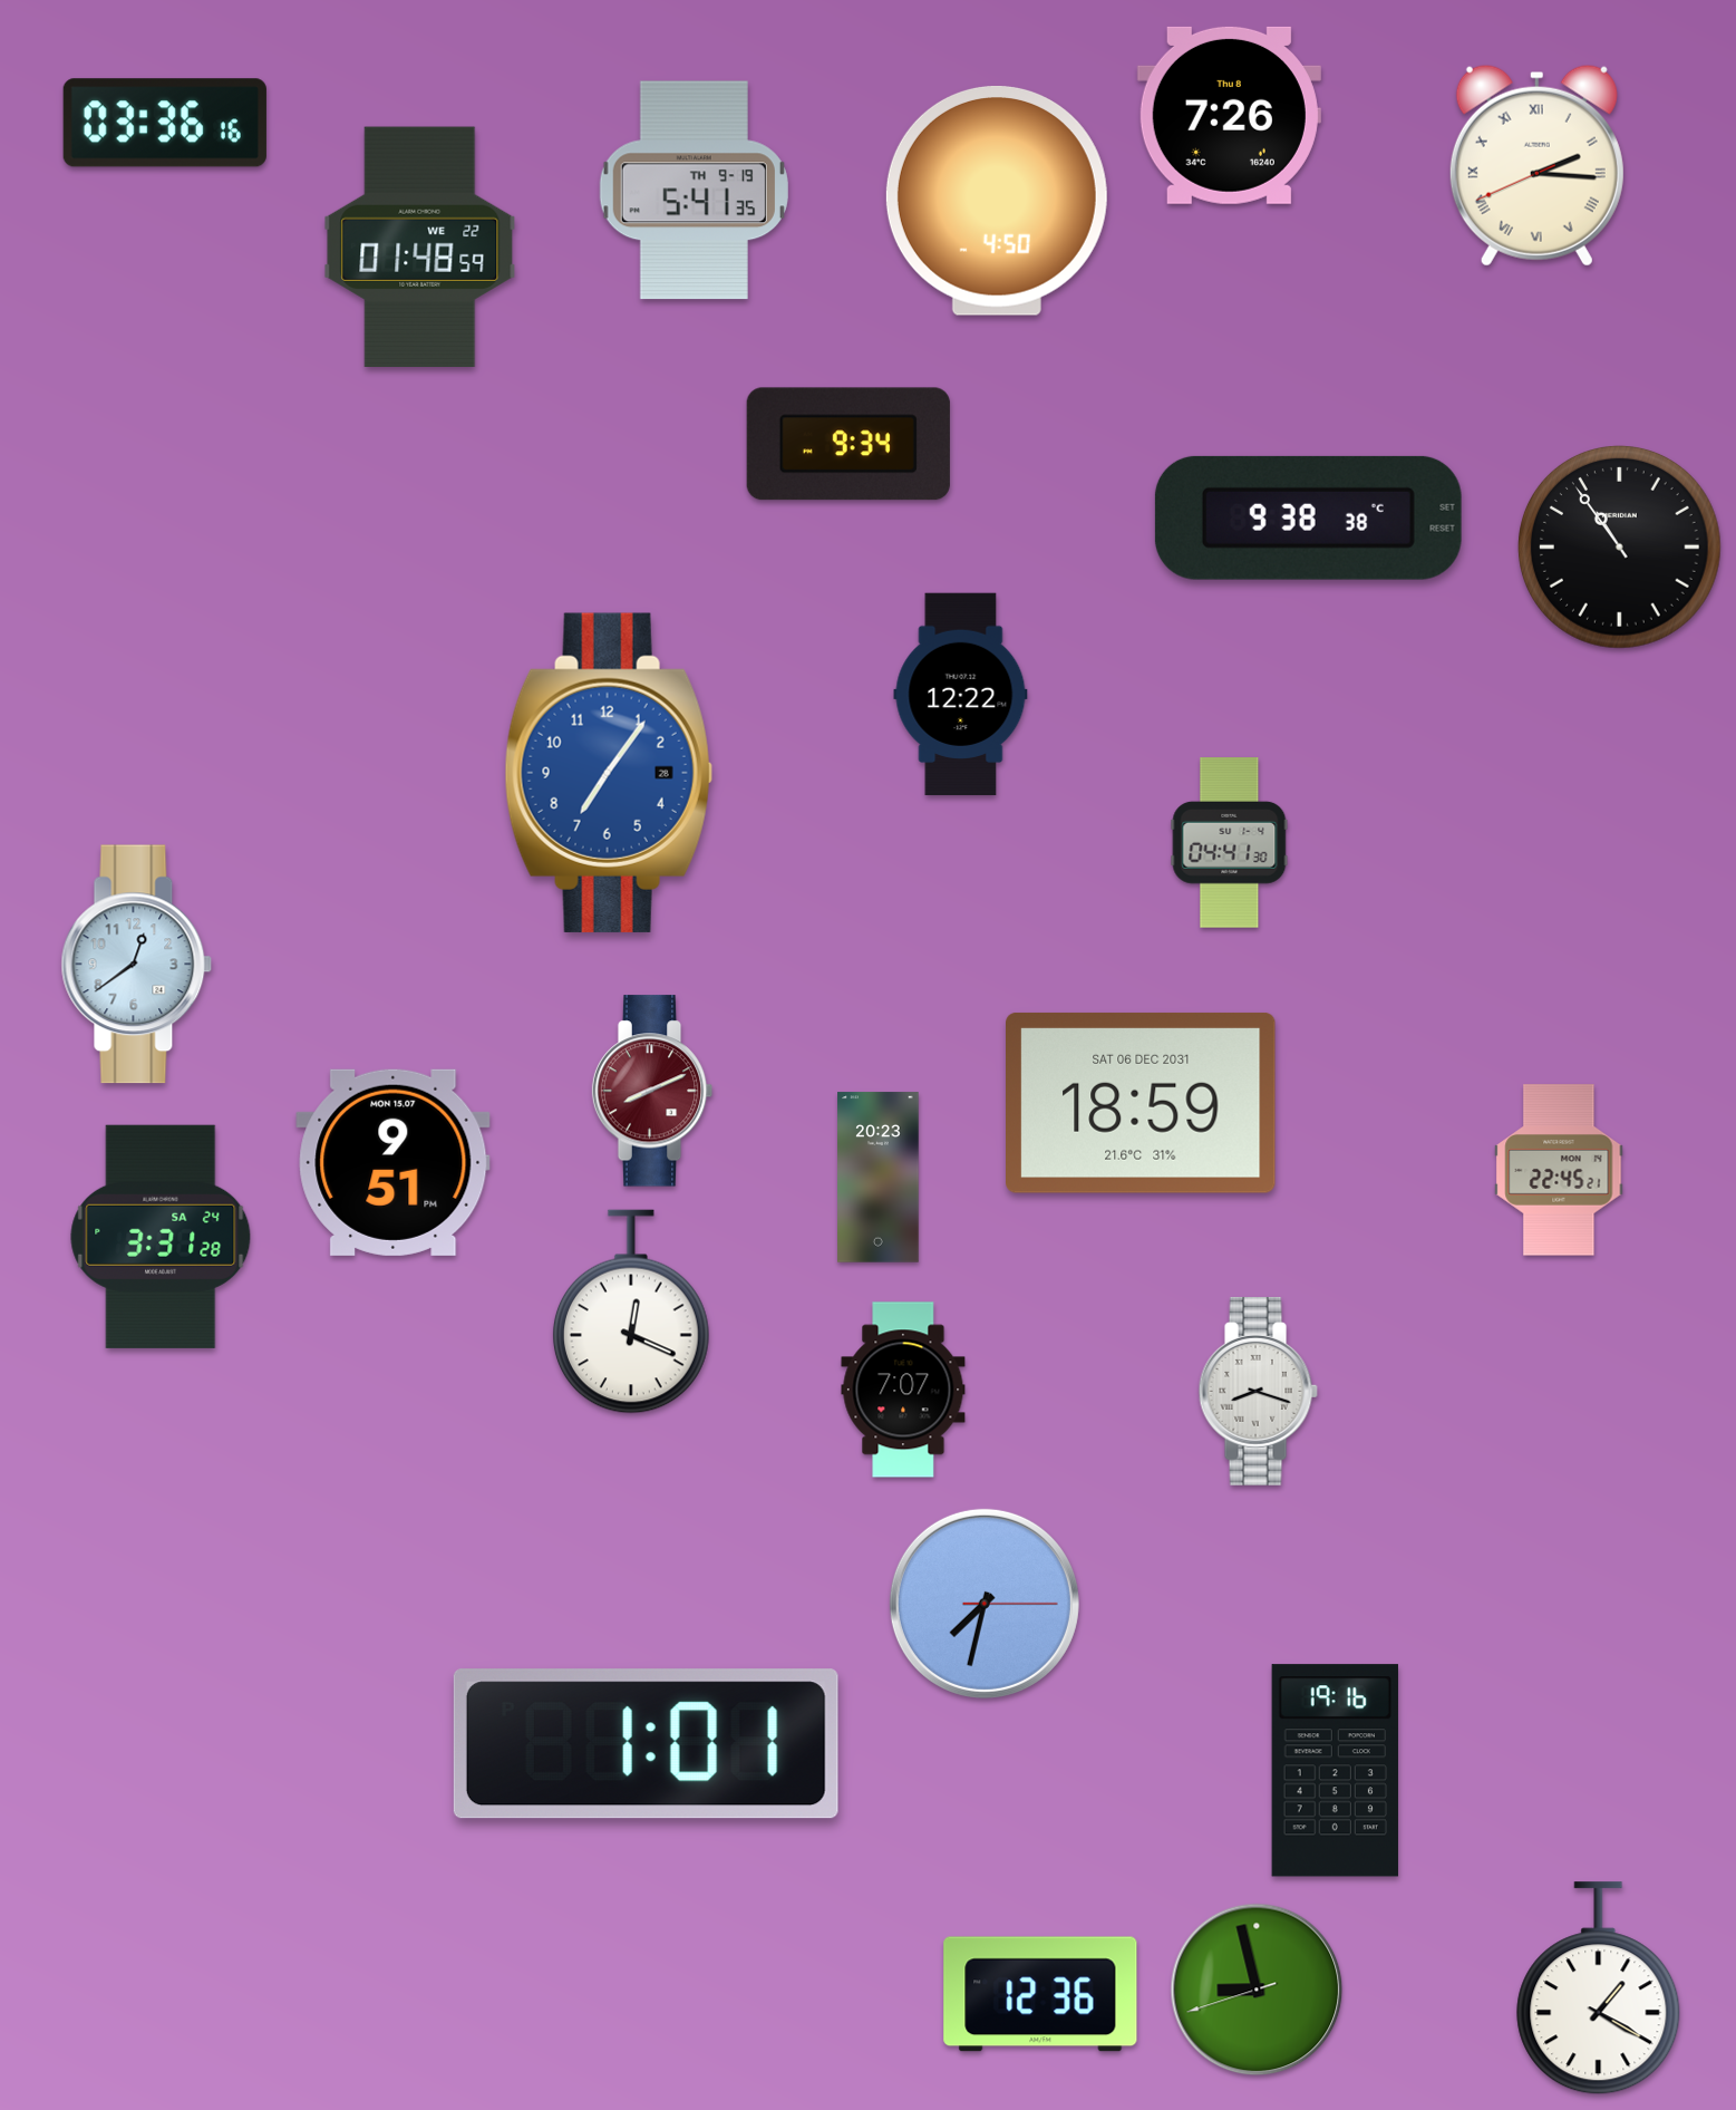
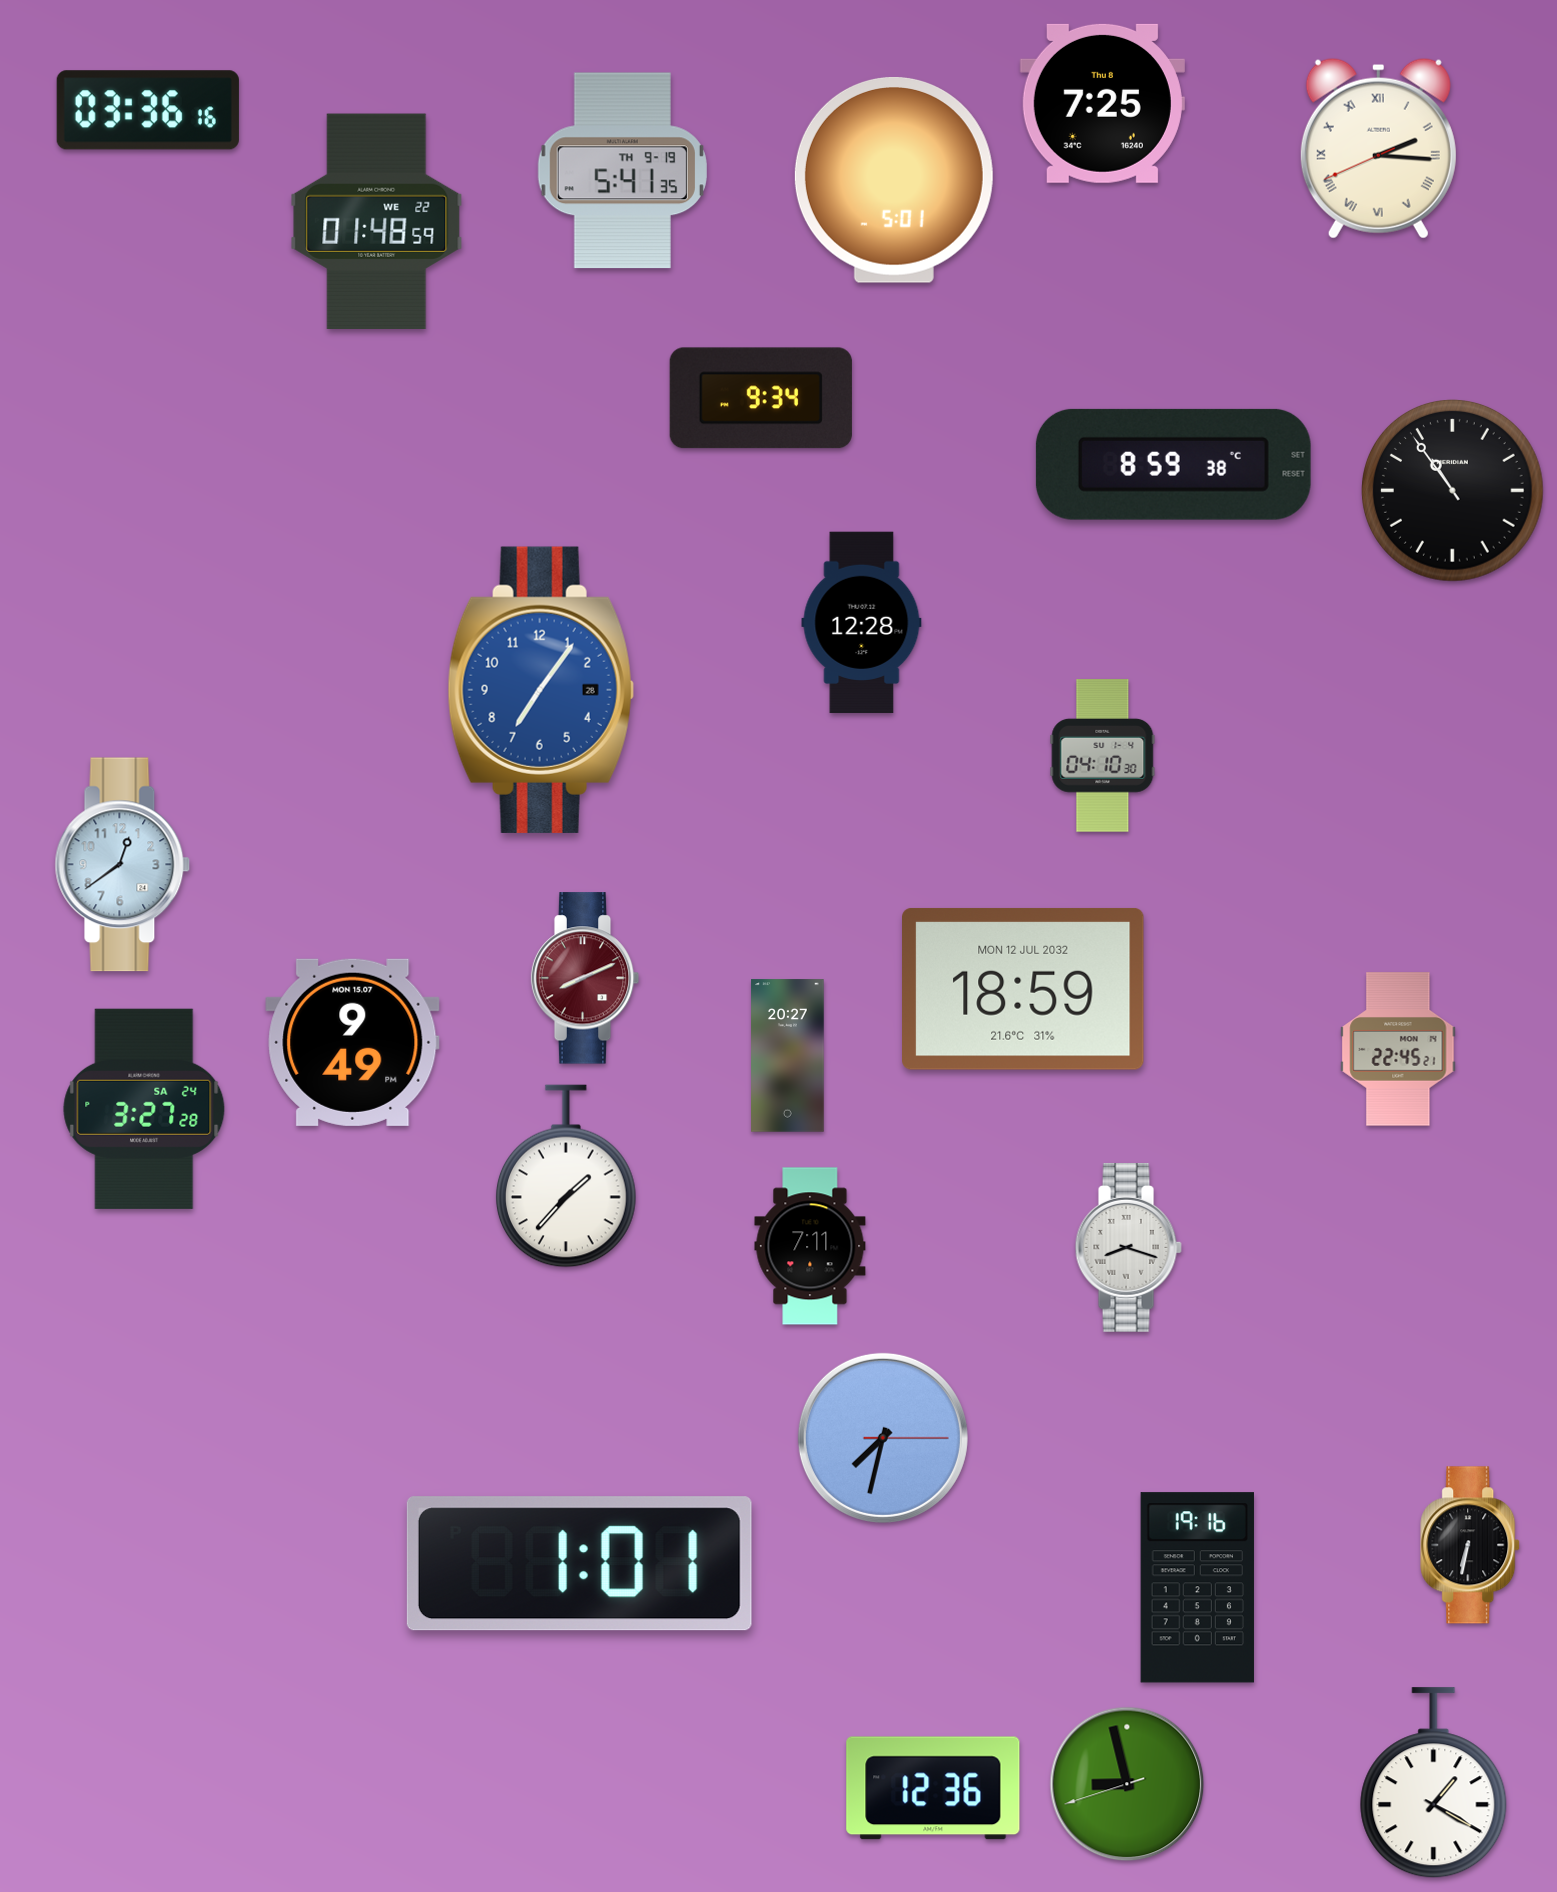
clock at (1229, 115): 7:26 -> 7:25
clock at (997, 201): 4:50 -> 5:01
clock at (1308, 517): 9:38 -> 8:59
clock at (961, 695): 12:22 -> 12:28
clock at (609, 773) position: (609, 773) -> (541, 690)
clock at (1230, 843): 04:41 -> 04:10
clock at (1142, 1103) date: SAT 06 DEC 2031 -> MON 12 JUL 2032
clock at (394, 1162): 9:51 -> 9:49
clock at (879, 1178): 20:23 -> 20:27
clock at (161, 1237): 3:31 -> 3:27
clock at (631, 1312): 12:19 -> 1:37
clock at (903, 1390): 7:07 -> 7:11
clock at (1471, 1545): none -> 6:32
